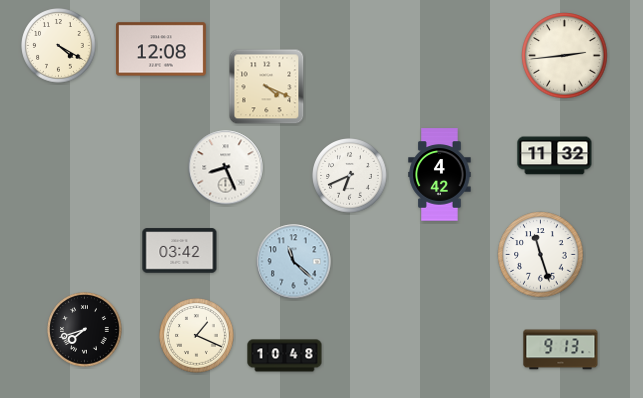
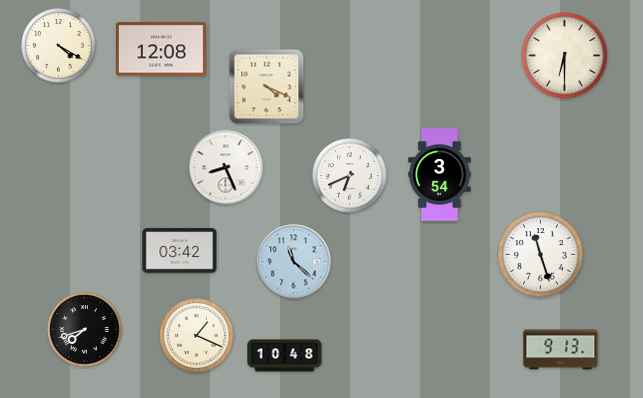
clock at (565, 56): 2:44 -> 6:30
clock at (555, 156): 11:32 -> none
clock at (440, 175): 4:42 -> 3:54
